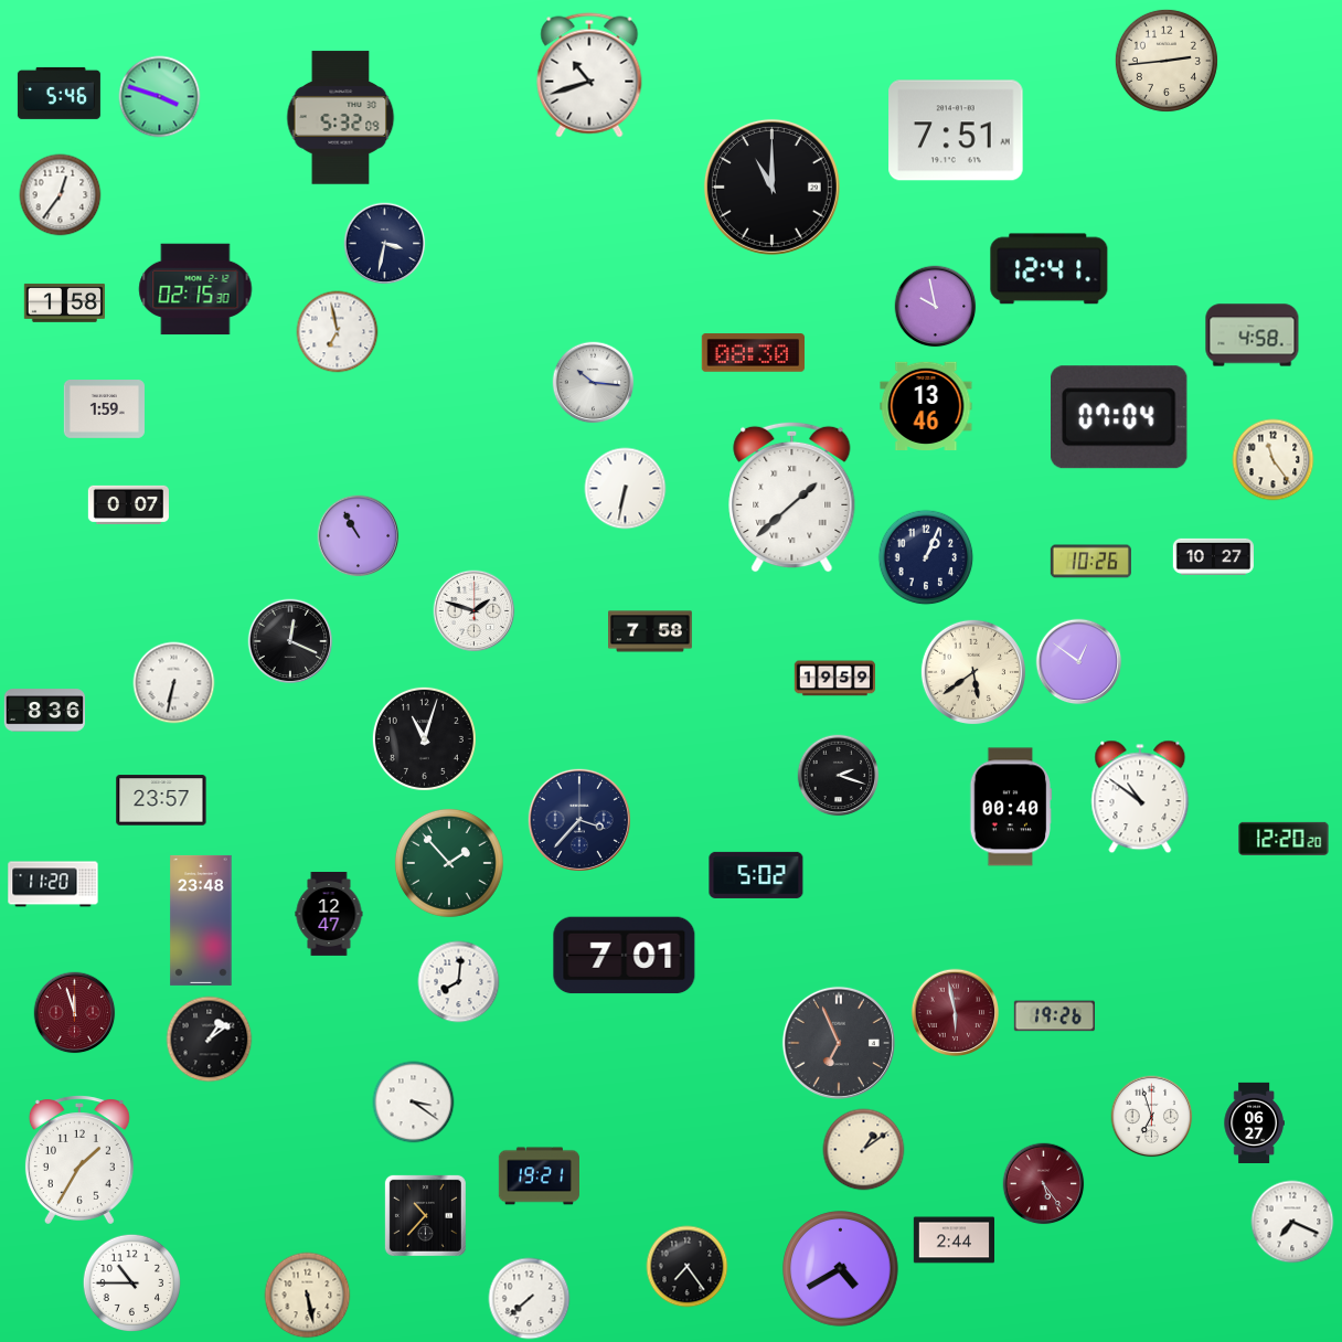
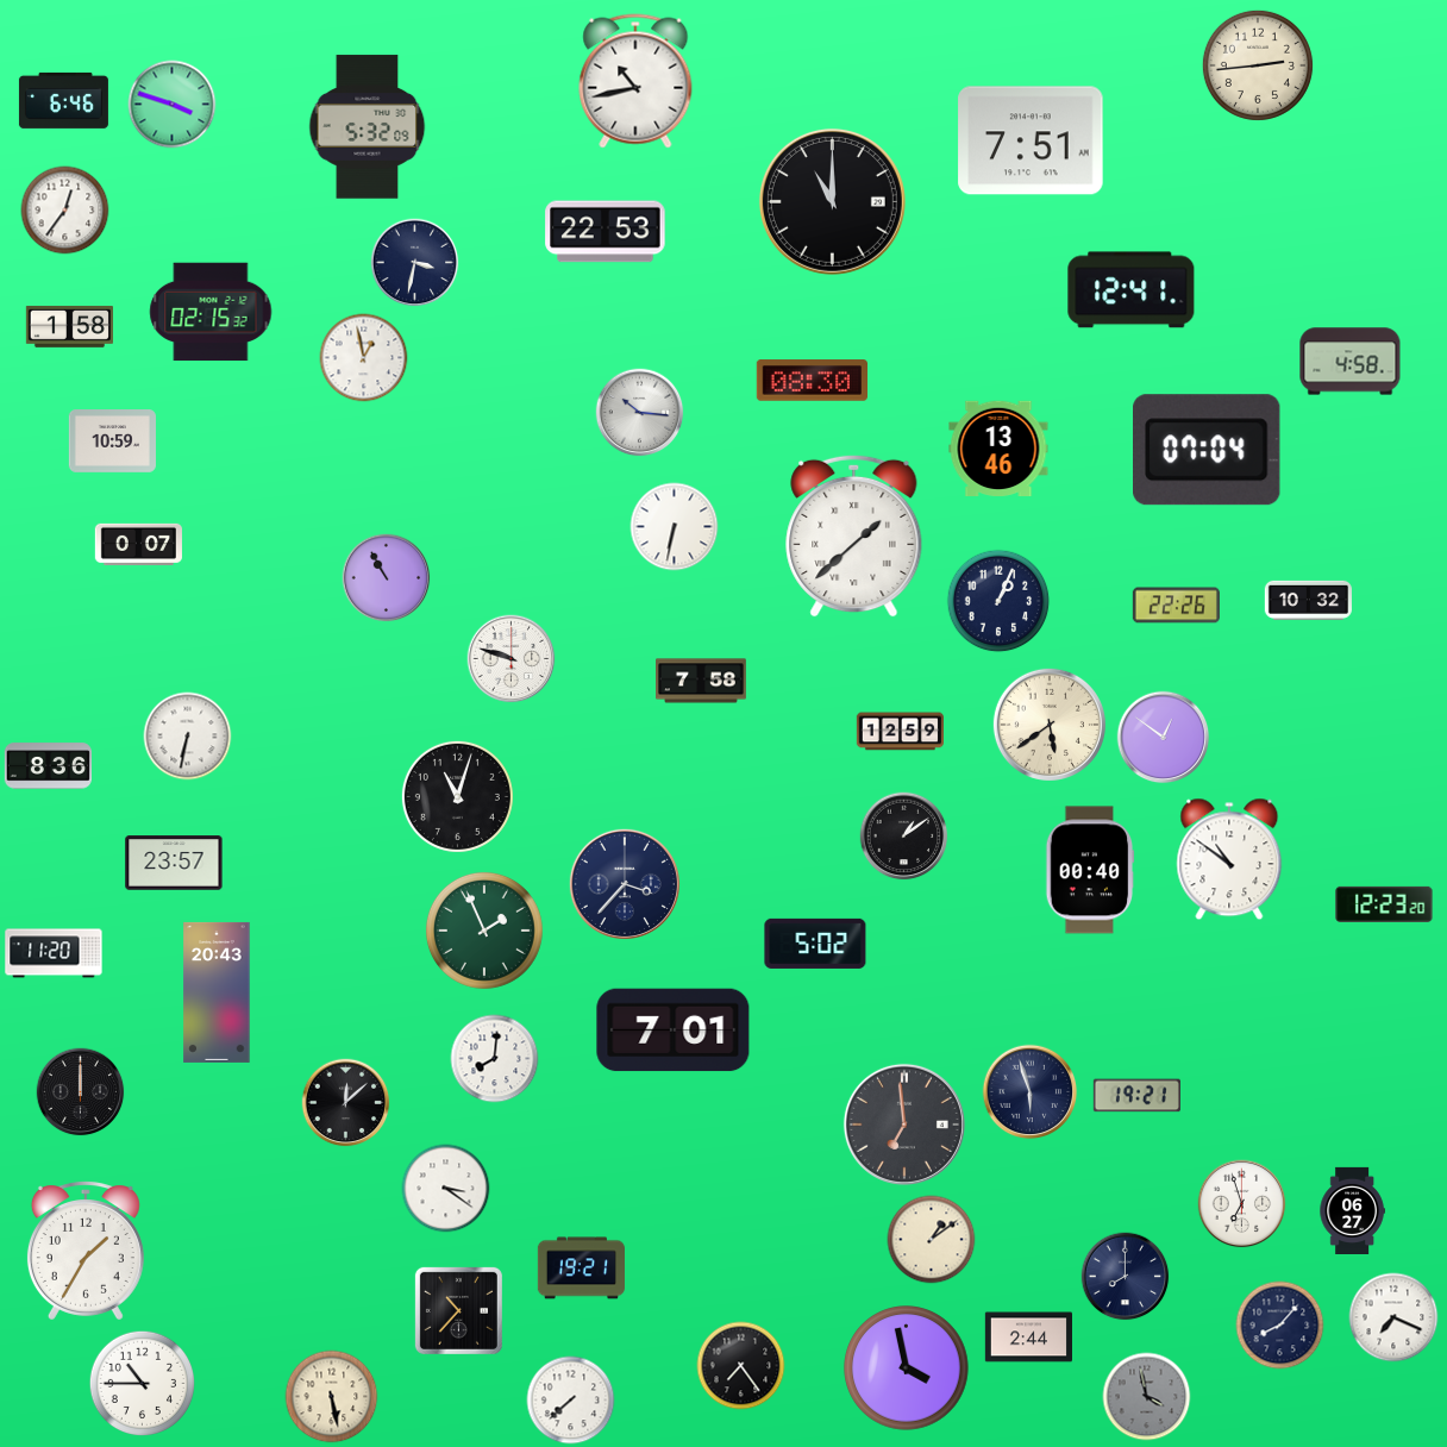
clock at (589, 75): 10:42 -> 10:43
clock at (58, 93): 5:46 -> 6:46
clock at (606, 232): none -> 22:53
clock at (195, 289): 02:15:30 -> 02:15:32
clock at (936, 307): 9:58 -> none
clock at (338, 332): 6:58 -> 12:58
clock at (926, 405) position: (926, 405) -> (998, 447)
clock at (104, 409): 1:59 -> 10:59
clock at (1274, 460): 11:24 -> none
clock at (1213, 556): 10:27 -> 10:32
clock at (1090, 562): 10:26 -> 22:26
clock at (475, 611): 1:48 -> 9:48
clock at (290, 641): 12:19 -> none
clock at (1079, 662) position: (1079, 662) -> (1164, 738)
clock at (834, 679): 19:59 -> 12:59
clock at (839, 776): 2:18 -> 1:09
clock at (1284, 839): 12:20 -> 12:23
clock at (449, 863): 1:53 -> 1:56
clock at (53, 884) position: (53, 884) -> (54, 953)
clock at (329, 915): 12:47 -> none
clock at (201, 920): 23:48 -> 20:43
clock at (75, 1013): 11:57 -> 12:00
clock at (75, 1013) dial: burgundy -> black
clock at (956, 1013): 5:58 -> 5:57
clock at (956, 1013) dial: burgundy -> navy
clock at (1054, 1016): 19:26 -> 19:21
clock at (346, 1103): none -> 12:08
clock at (210, 1040): 1:09 -> none
clock at (839, 1043): 6:56 -> 6:59
clock at (1044, 1184): 5:24 -> 8:00
clock at (1044, 1184) dial: burgundy -> navy
clock at (1280, 1326): none -> 8:07
clock at (841, 1269): 4:40 -> 3:58
clock at (1147, 1397): none -> 3:58
